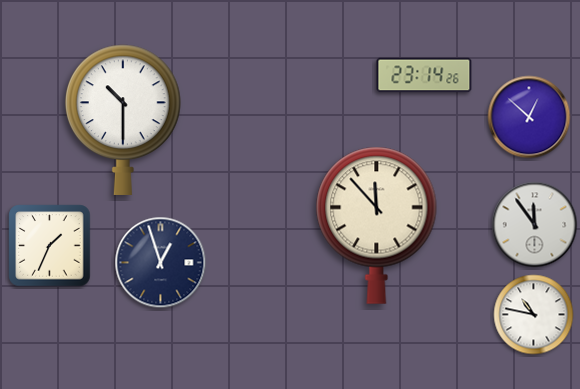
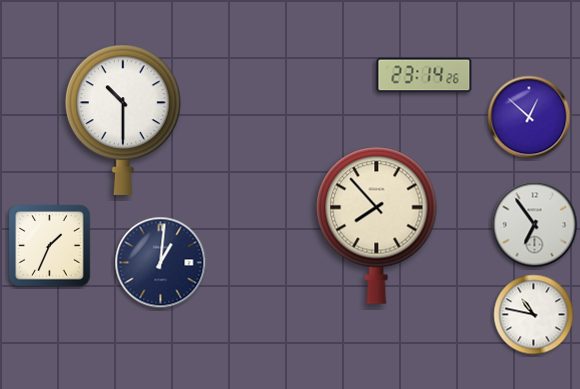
clock at (377, 225): 11:53 -> 7:53
clock at (535, 225): 11:54 -> 6:54
clock at (161, 263): 12:57 -> 1:01
